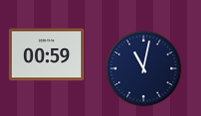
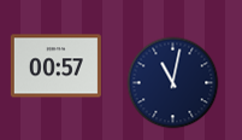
clock at (46, 55): 00:59 -> 00:57
